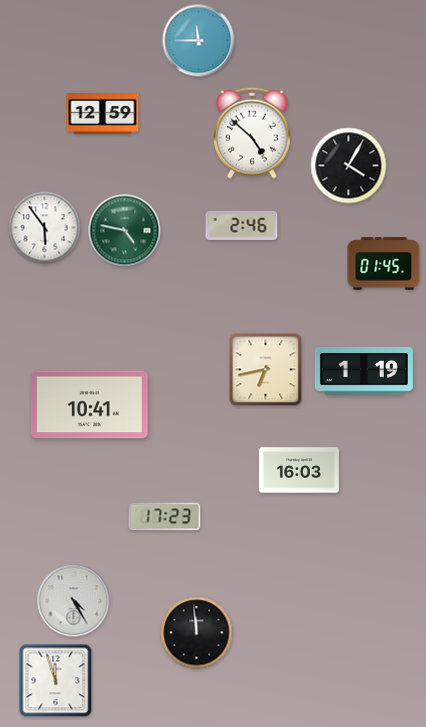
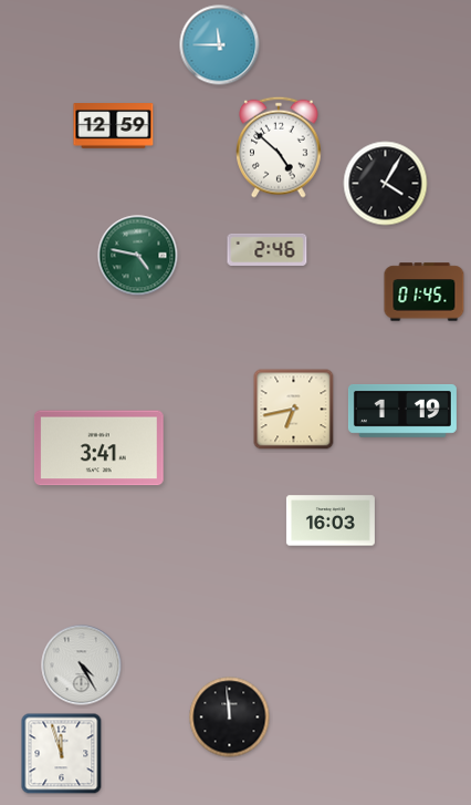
clock at (45, 228): 5:54 -> none
clock at (89, 405): 10:41 -> 3:41
clock at (165, 517): 17:23 -> none
clock at (197, 633) position: (197, 633) -> (230, 718)
